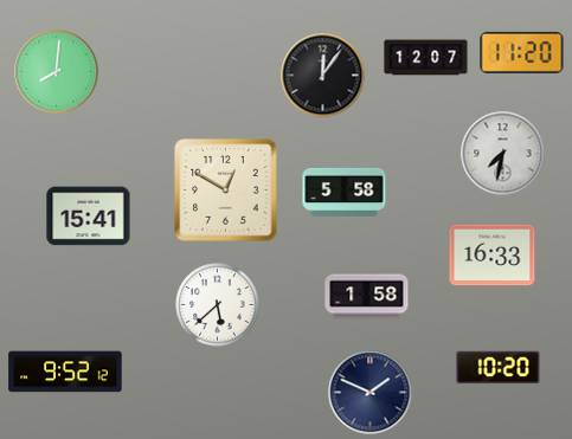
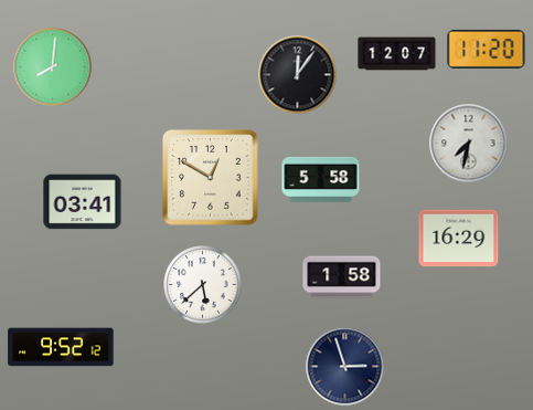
clock at (323, 76) position: (323, 76) -> (298, 75)
clock at (89, 217): 15:41 -> 03:41
clock at (493, 256): 16:33 -> 16:29
clock at (499, 368): 10:20 -> none
clock at (371, 393): 1:49 -> 2:57
